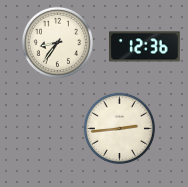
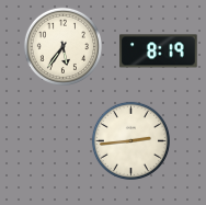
clock at (57, 42): 8:36 -> 5:36
clock at (145, 47): 12:36 -> 8:19
